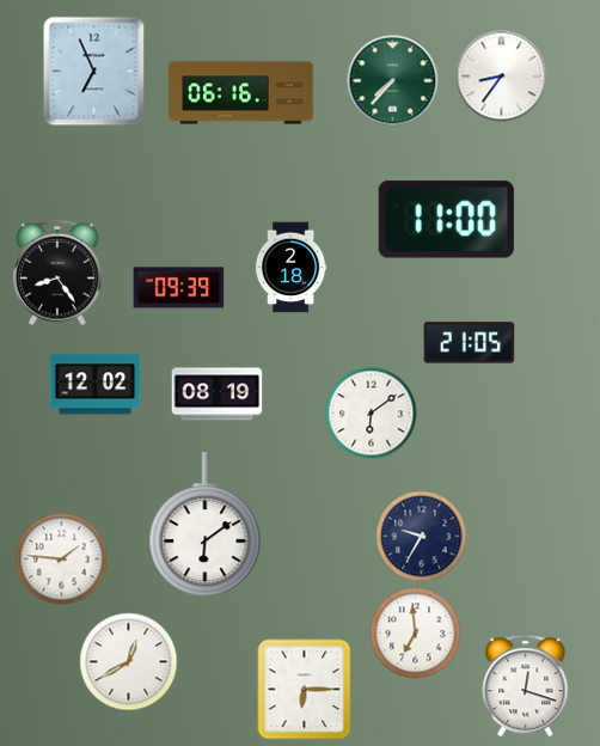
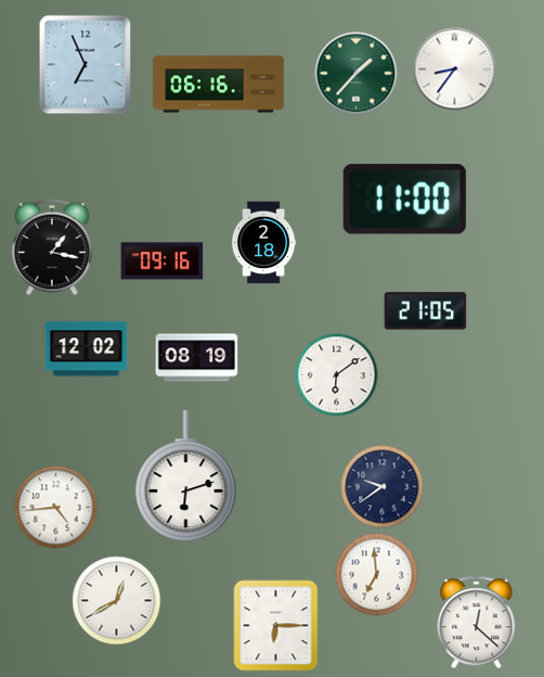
clock at (393, 81): 7:37 -> 1:37
clock at (57, 273): 8:24 -> 1:17
clock at (179, 288): 09:39 -> 09:16
clock at (206, 526): 6:09 -> 6:12
clock at (422, 537): 9:35 -> 9:39
clock at (62, 559): 1:46 -> 4:44
clock at (526, 686): 12:18 -> 12:22
